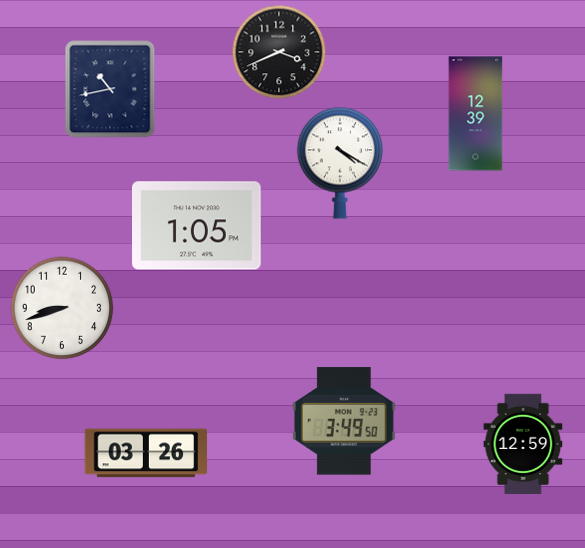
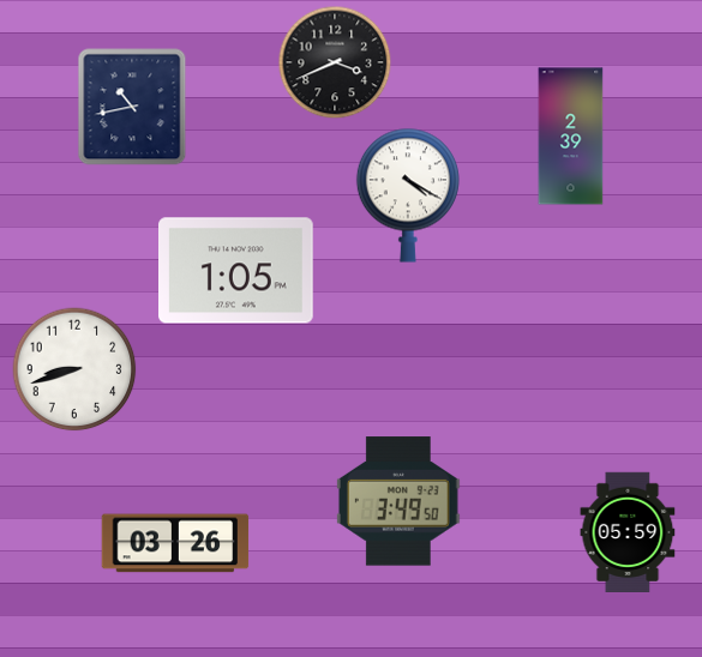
clock at (476, 114): 12:39 -> 2:39
clock at (344, 421) position: (344, 421) -> (398, 501)
clock at (523, 443): 12:59 -> 05:59
